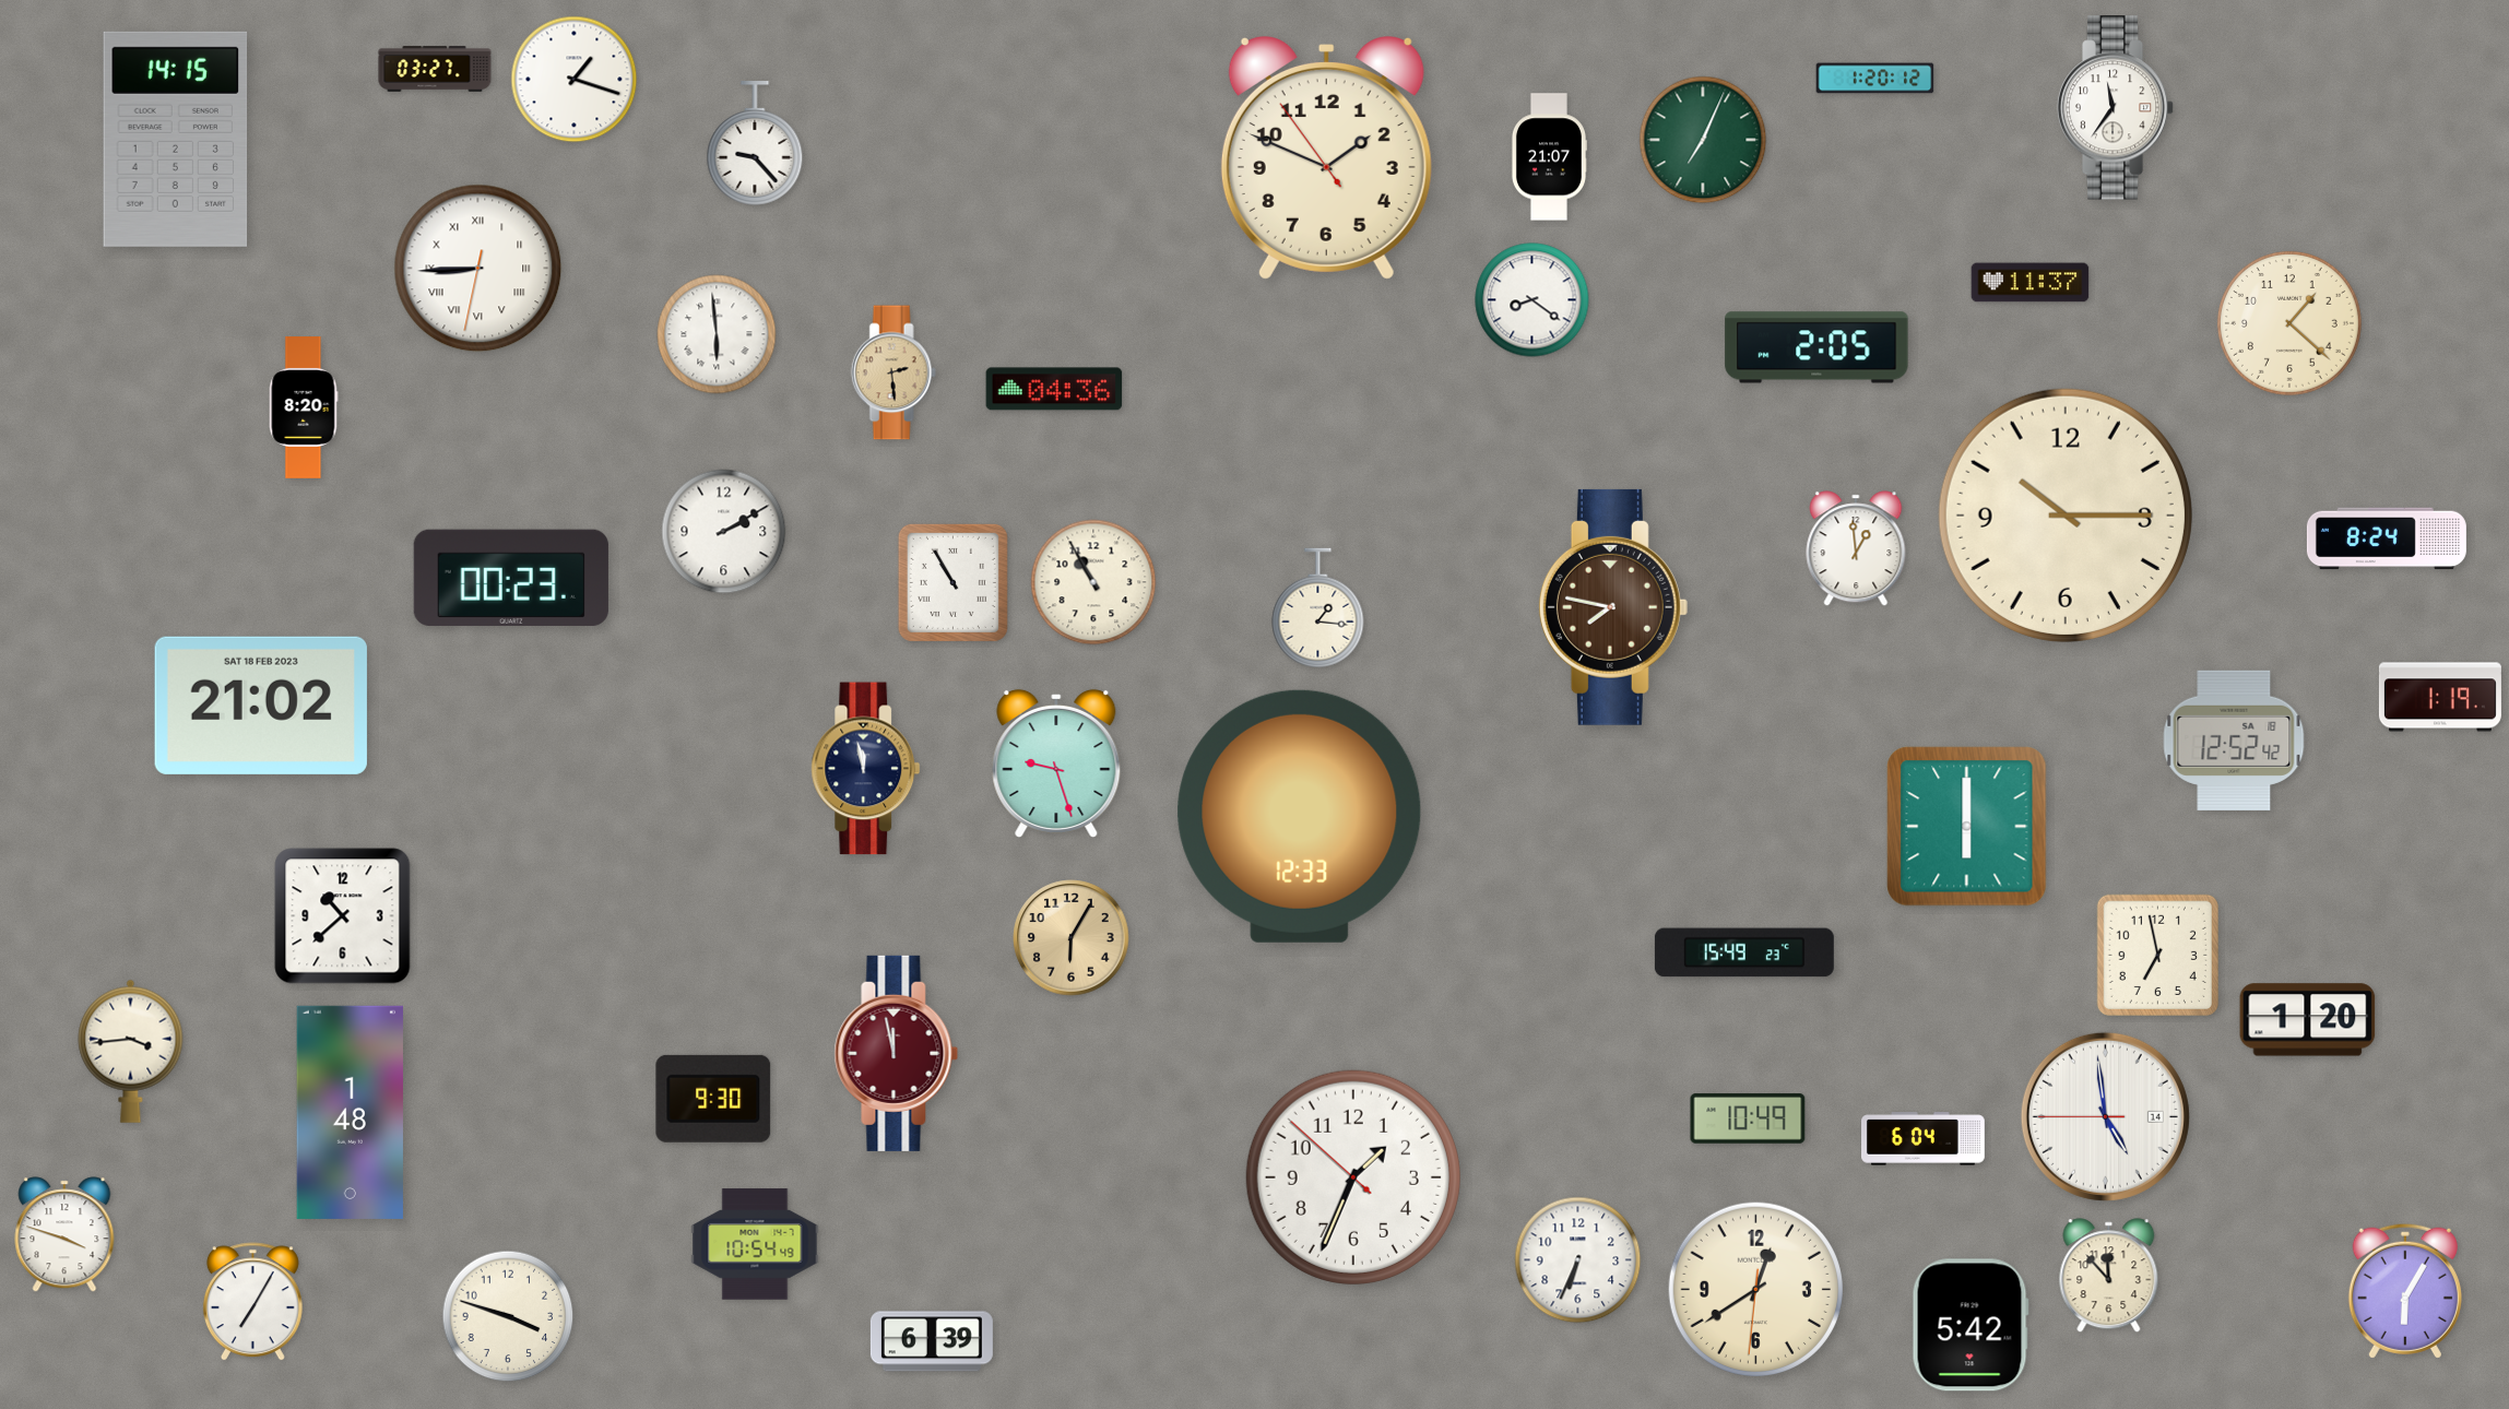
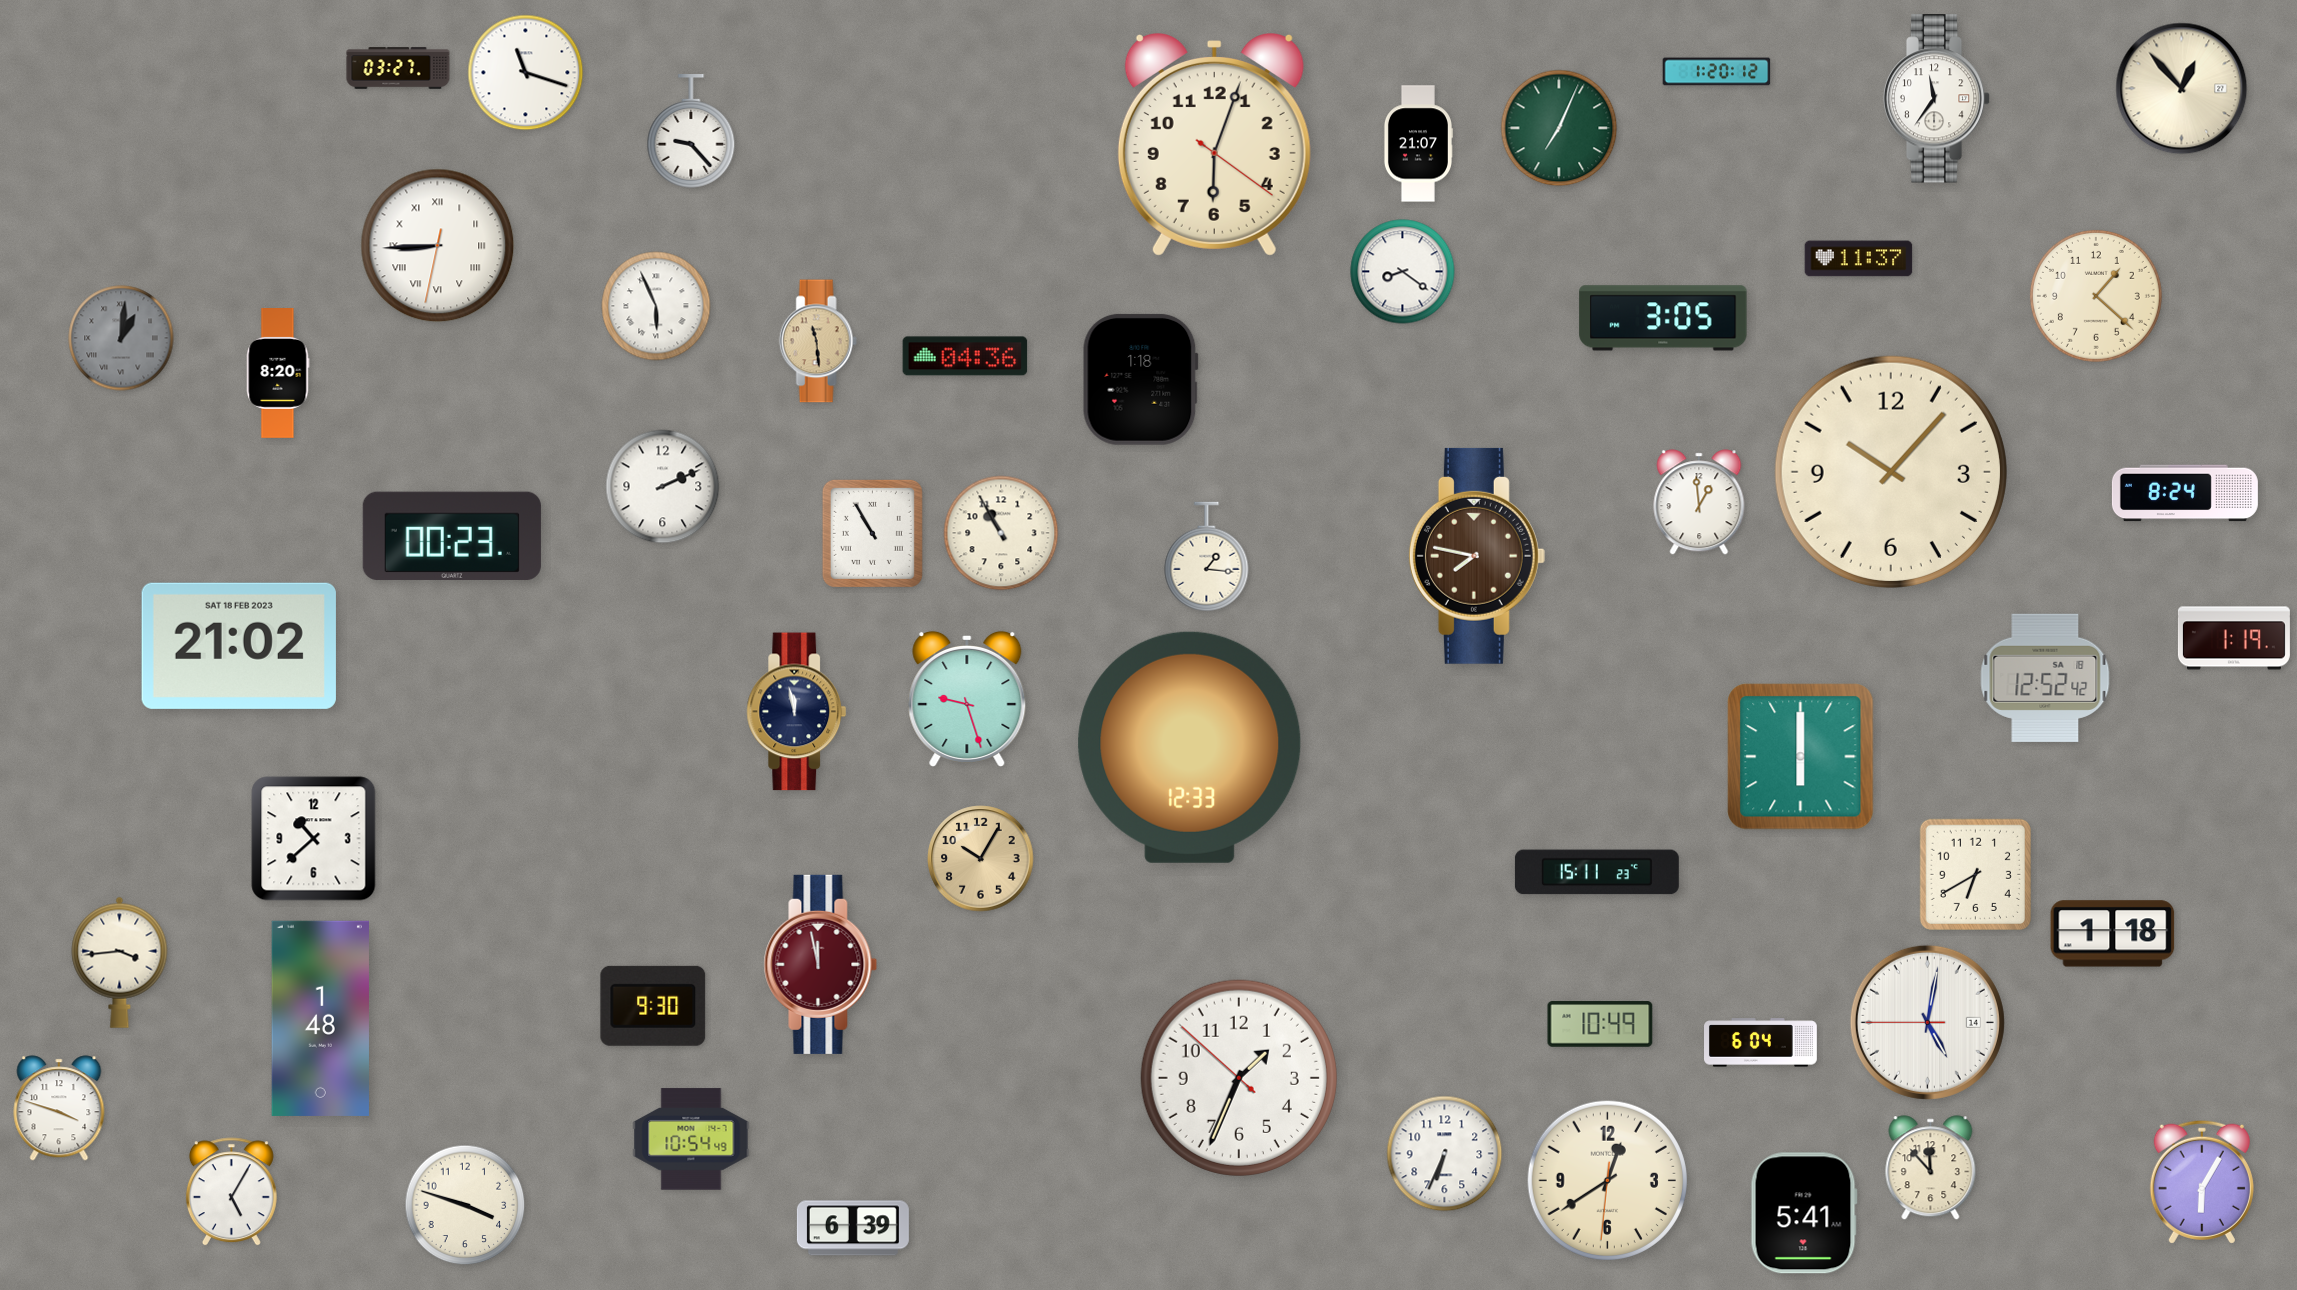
clock at (435, 69) position: (435, 69) -> (398, 68)
clock at (575, 80): 1:18 -> 11:18
clock at (2182, 89): none -> 12:53
clock at (176, 139): 14:15 -> none
clock at (1326, 158): 1:48 -> 6:03
clock at (1532, 300) position: (1532, 300) -> (1403, 272)
clock at (717, 334): 5:59 -> 5:56
clock at (1816, 347): 2:05 -> 3:05
clock at (121, 338): none -> 1:01
clock at (893, 372): 2:29 -> 11:29
clock at (1140, 379): none -> 1:18
clock at (2066, 516): 10:15 -> 10:07
clock at (724, 532): 2:10 -> 2:11
clock at (511, 578) position: (511, 578) -> (452, 536)
clock at (866, 769) position: (866, 769) -> (797, 712)
clock at (1072, 938): 6:05 -> 10:05
clock at (1744, 952): 15:49 -> 15:11
clock at (2157, 955): 6:58 -> 6:40
clock at (2308, 1020): 1:20 -> 1:18
clock at (2105, 1116): 4:58 -> 5:01
clock at (64, 1234) position: (64, 1234) -> (59, 1108)
clock at (252, 1302): 7:05 -> 5:05
clock at (1970, 1325): 5:42 -> 5:41
